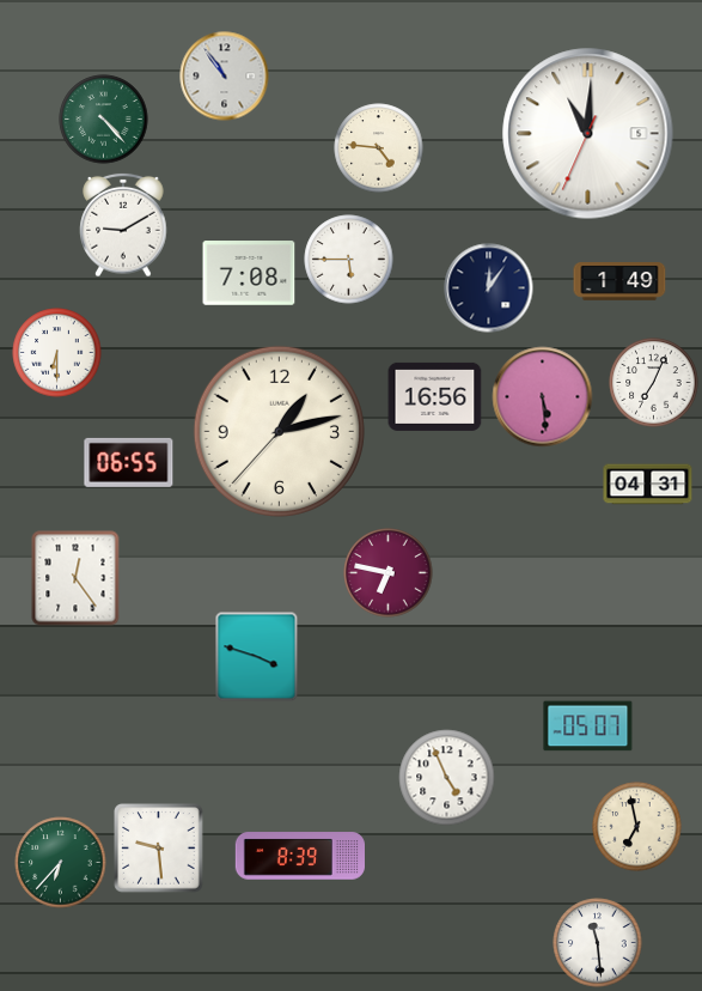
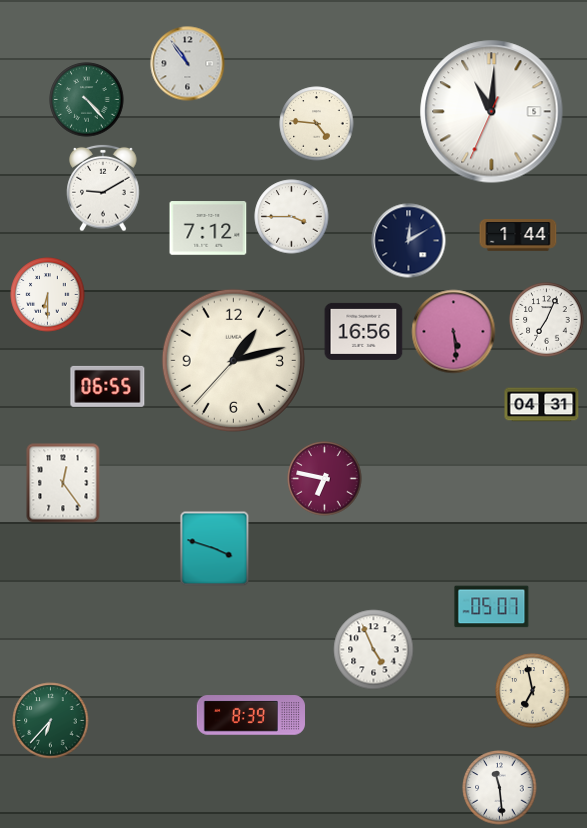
clock at (349, 260): 5:45 -> 3:45
clock at (249, 273): 7:08 -> 7:12
clock at (619, 281): 1:49 -> 1:44
clock at (489, 288): 12:06 -> 12:10
clock at (159, 849): 9:29 -> none
